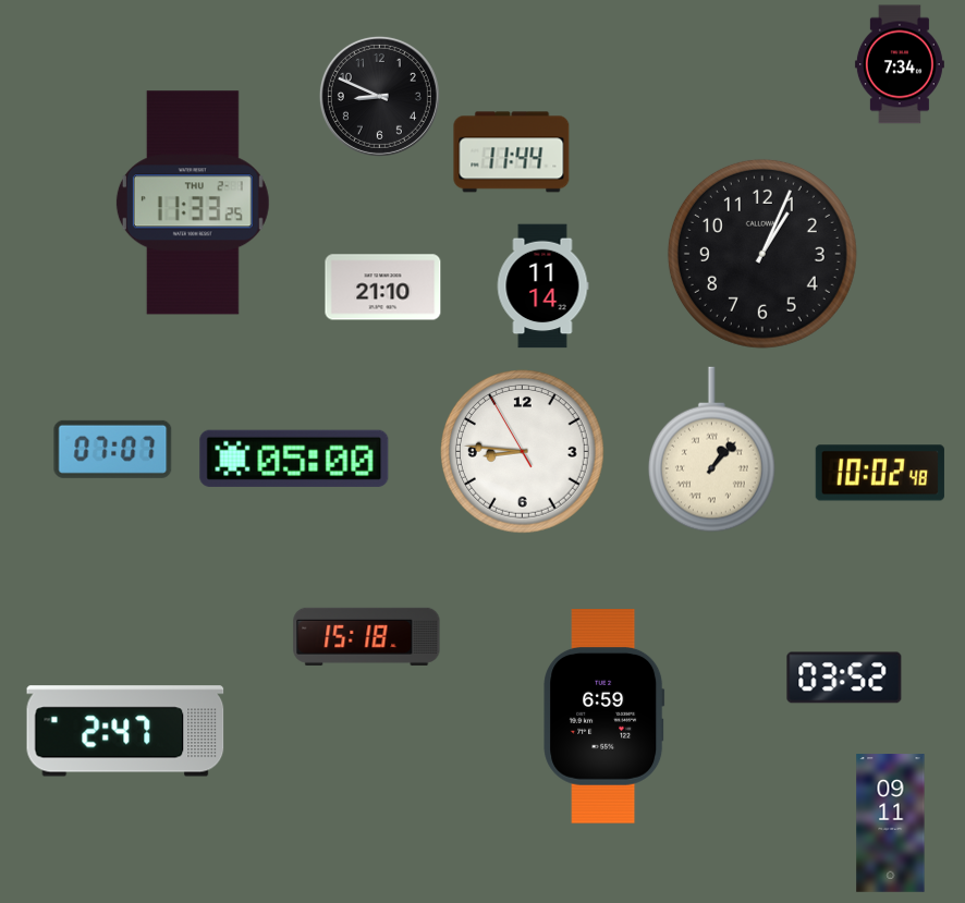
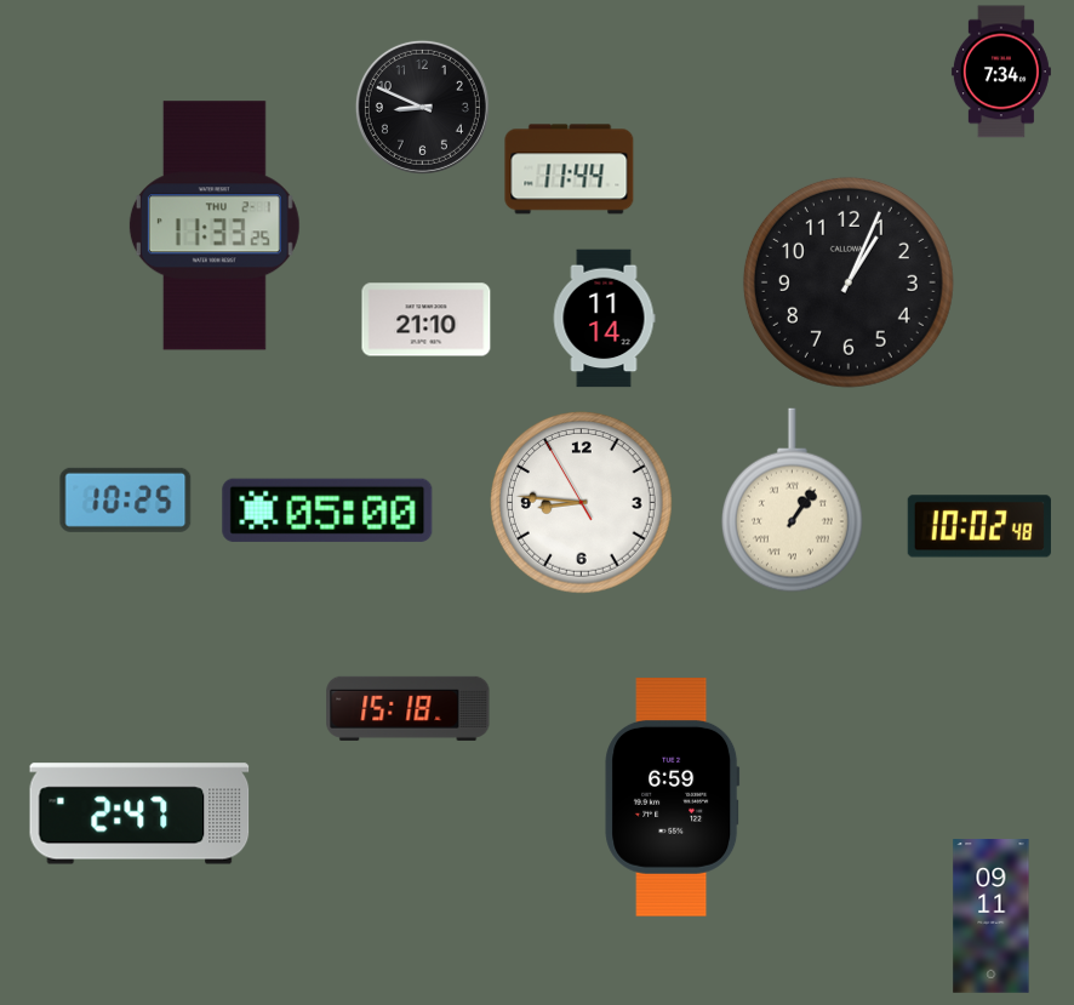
clock at (113, 449): 07:07 -> 10:25
clock at (711, 450): 1:07 -> 1:06
clock at (844, 678): 03:52 -> none
